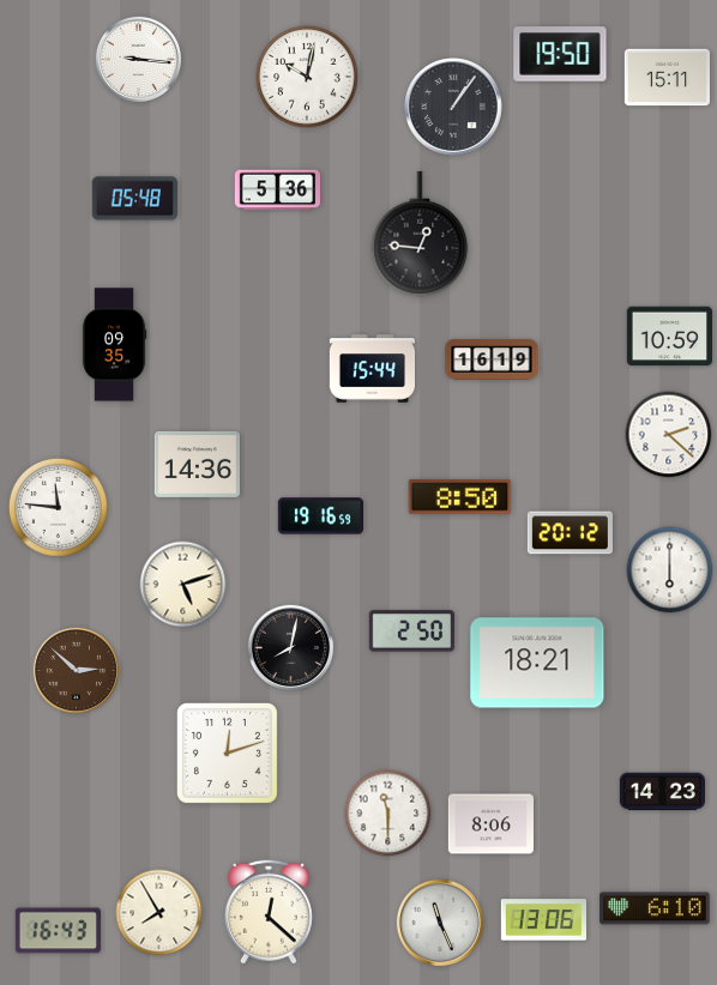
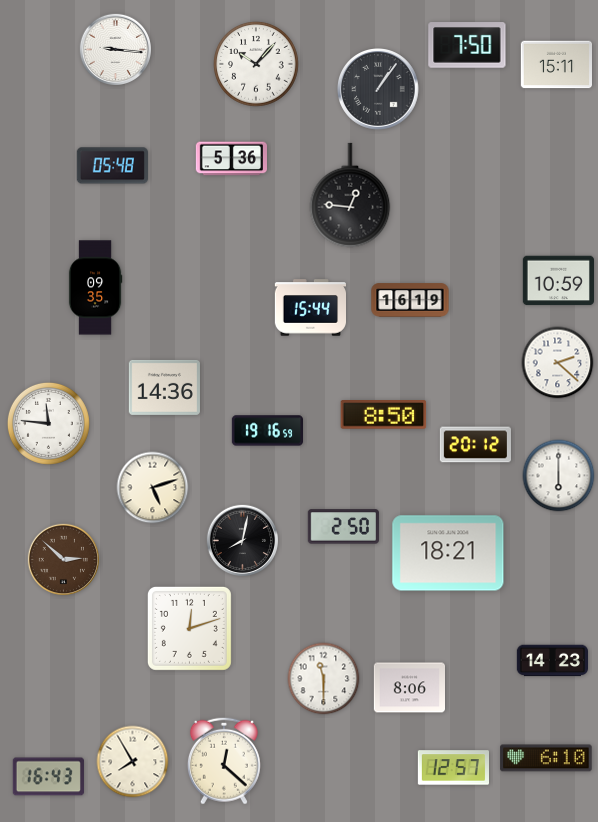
clock at (560, 54): 19:50 -> 7:50
clock at (307, 77): 10:02 -> 10:07
clock at (543, 920): 13:06 -> 12:57
clock at (439, 921): 11:26 -> none
